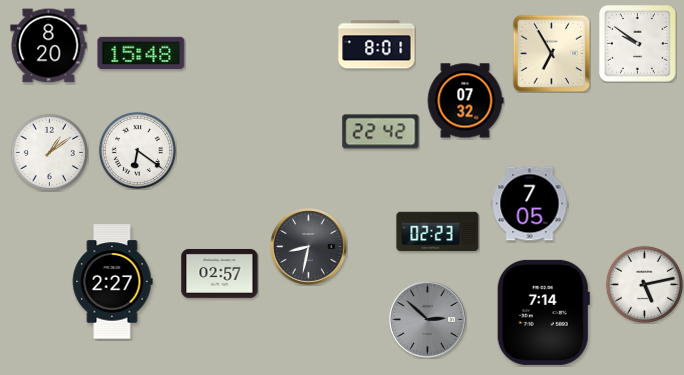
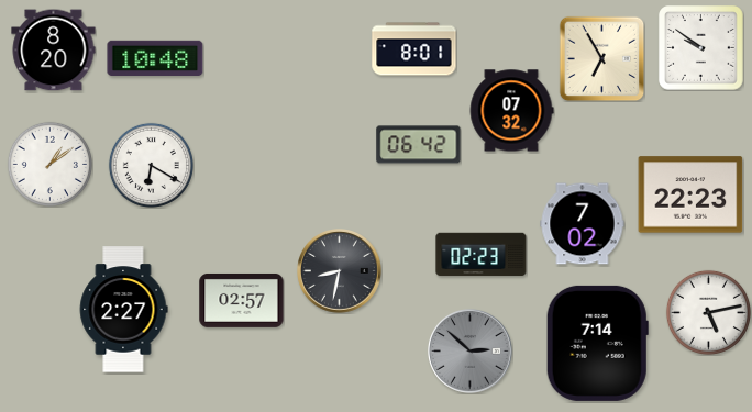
clock at (141, 53): 15:48 -> 10:48
clock at (551, 53) position: (551, 53) -> (601, 58)
clock at (381, 132): 22:42 -> 06:42
clock at (137, 150): 6:21 -> 6:20
clock at (49, 152) position: (49, 152) -> (49, 164)
clock at (690, 194): none -> 22:23
clock at (530, 204): 7:05 -> 7:02
